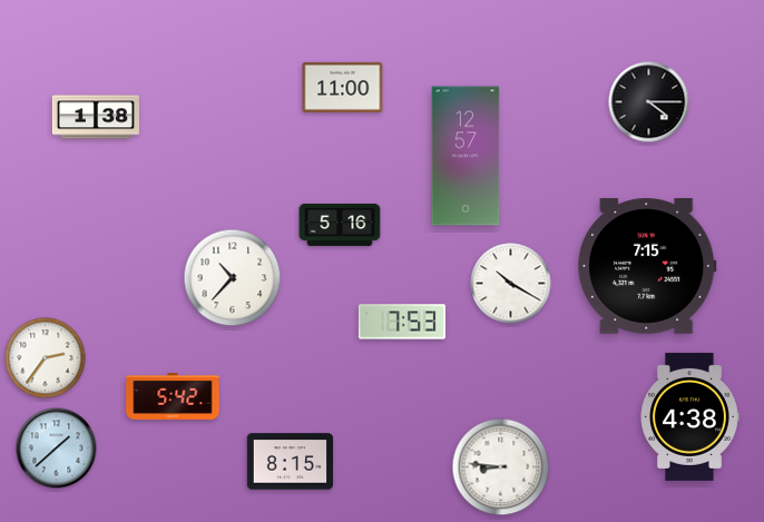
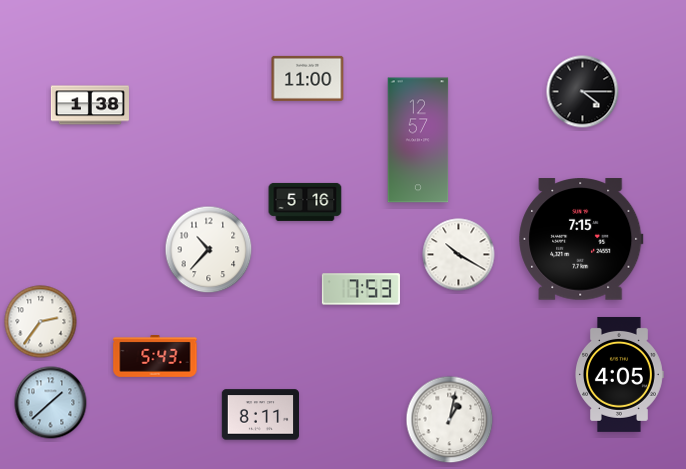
clock at (96, 117) position: (96, 117) -> (90, 105)
clock at (173, 397): 5:42 -> 5:43
clock at (690, 416): 4:38 -> 4:05
clock at (291, 462): 8:15 -> 8:11
clock at (501, 467): 8:46 -> 1:02
